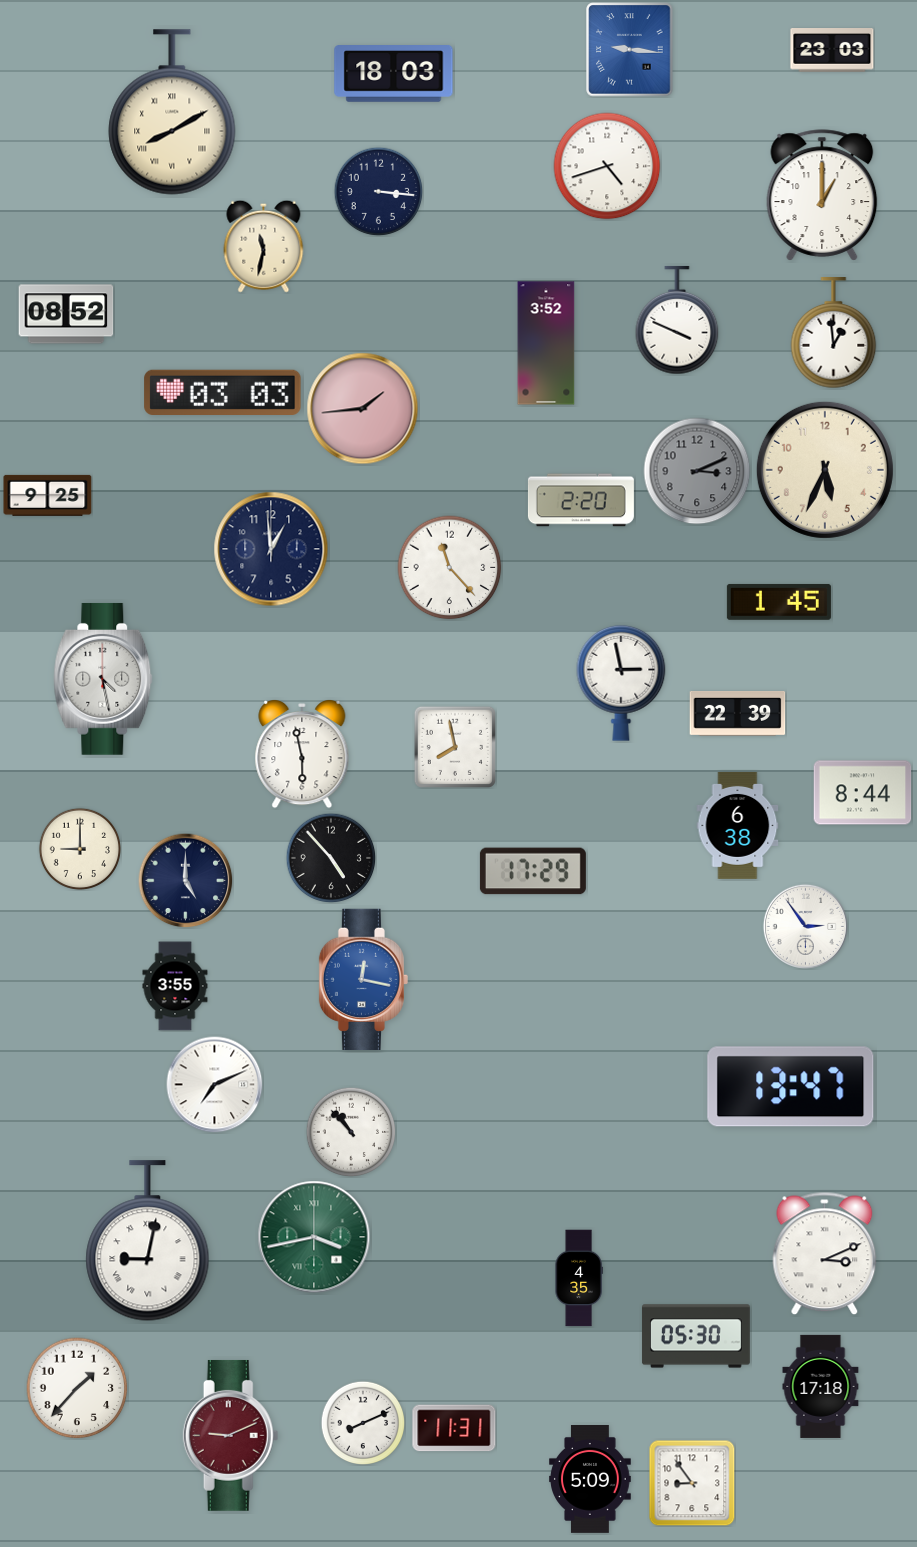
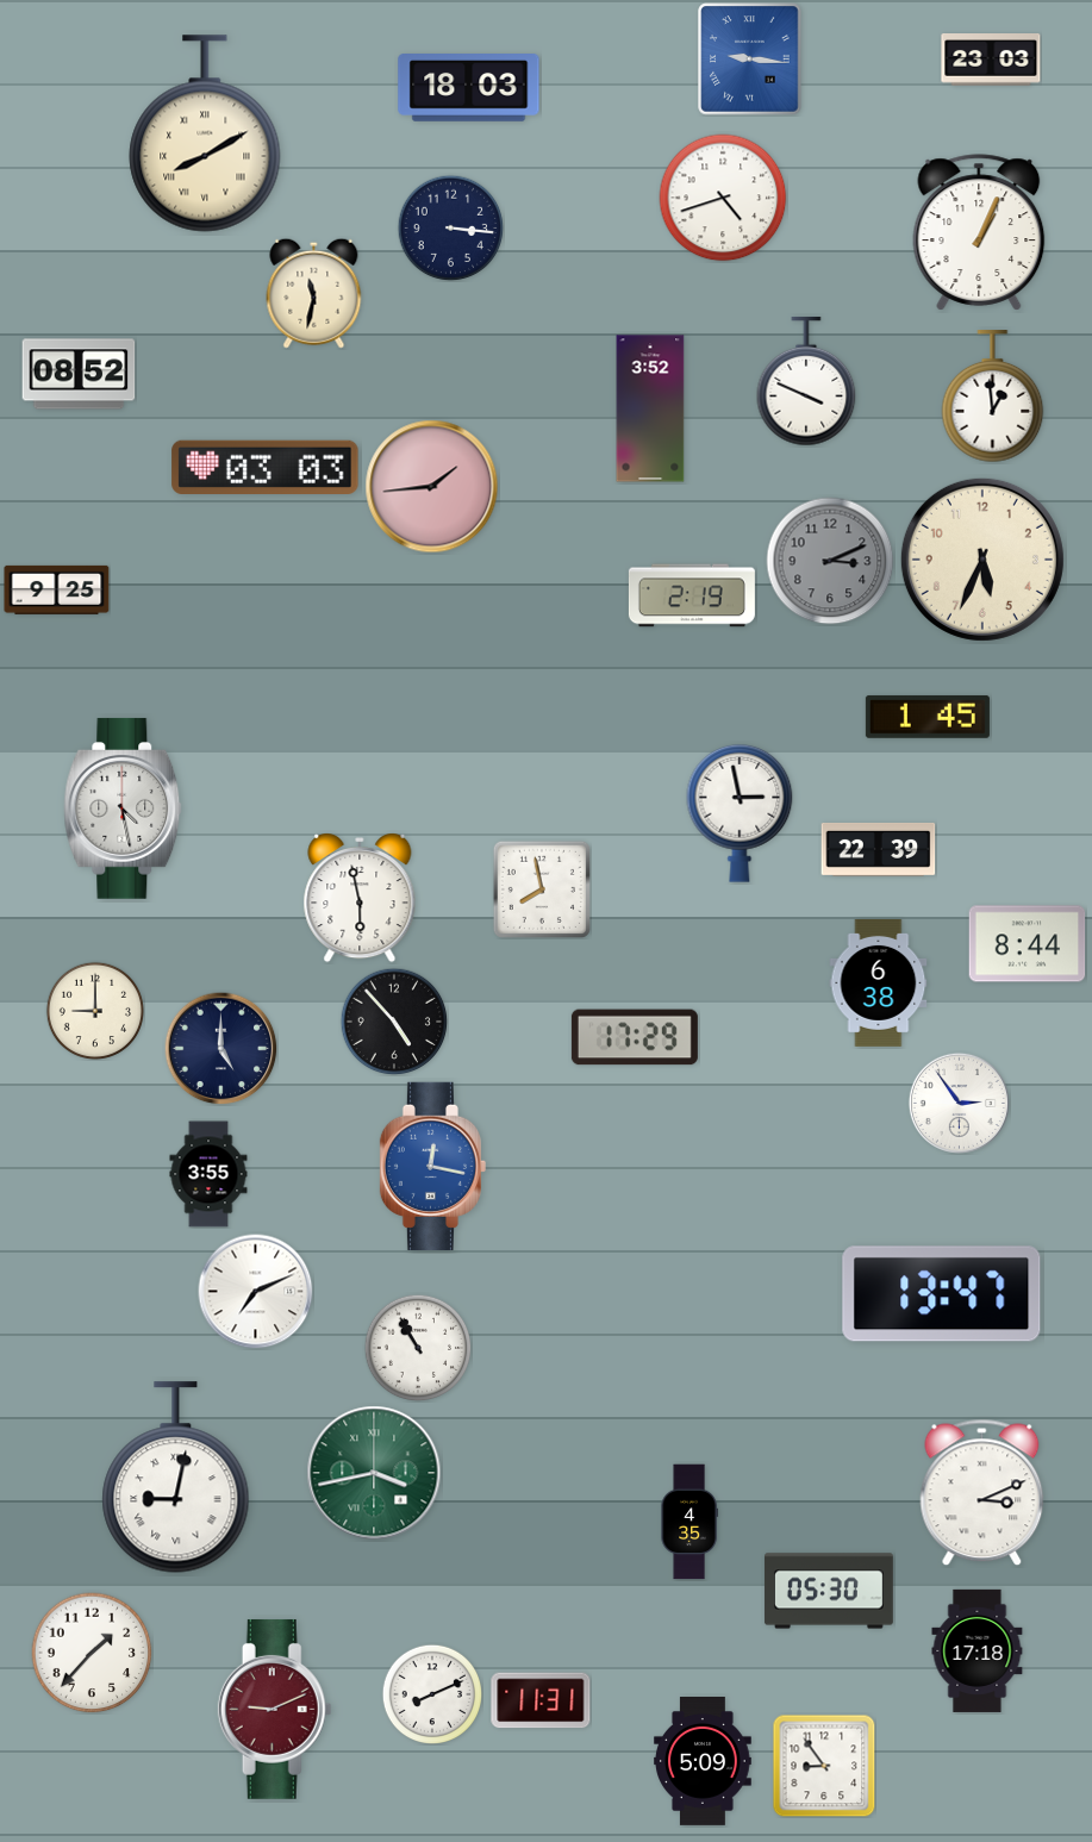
clock at (822, 195): 1:00 -> 1:04
clock at (581, 500): 2:20 -> 2:19
clock at (271, 549): 12:59 -> none
clock at (450, 568): 11:23 -> none
clock at (351, 1132): 10:53 -> 10:55
